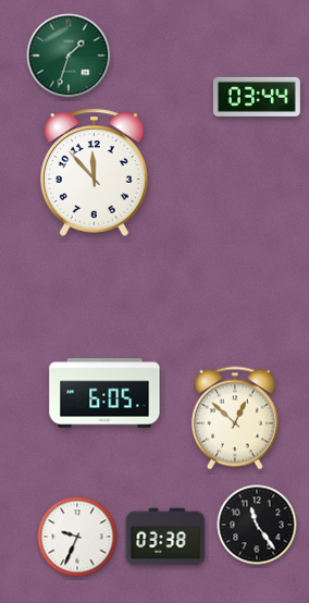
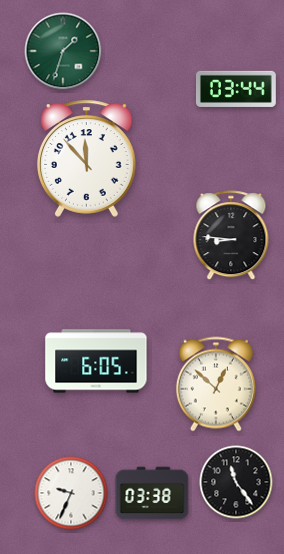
clock at (231, 236): none -> 8:46
